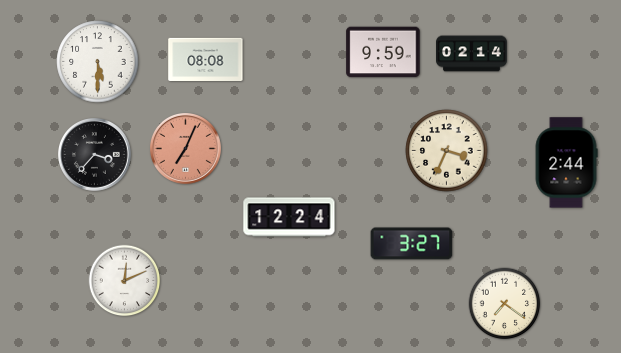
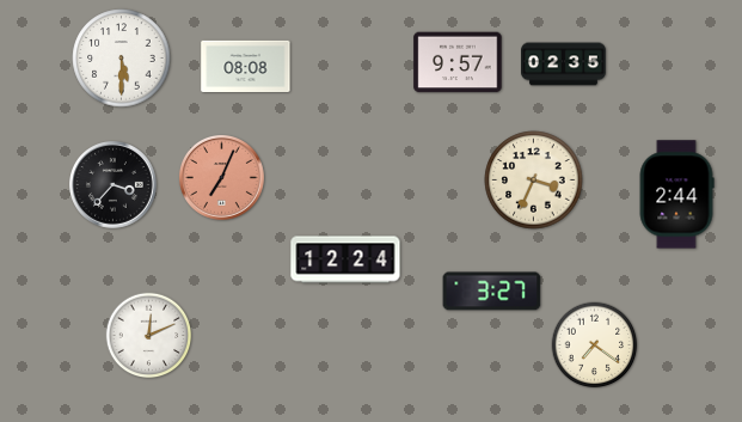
clock at (383, 52): 9:59 -> 9:57
clock at (472, 54): 02:14 -> 02:35
clock at (206, 59) position: (206, 59) -> (246, 66)
clock at (98, 62) position: (98, 62) -> (122, 59)
clock at (505, 304) position: (505, 304) -> (595, 345)
